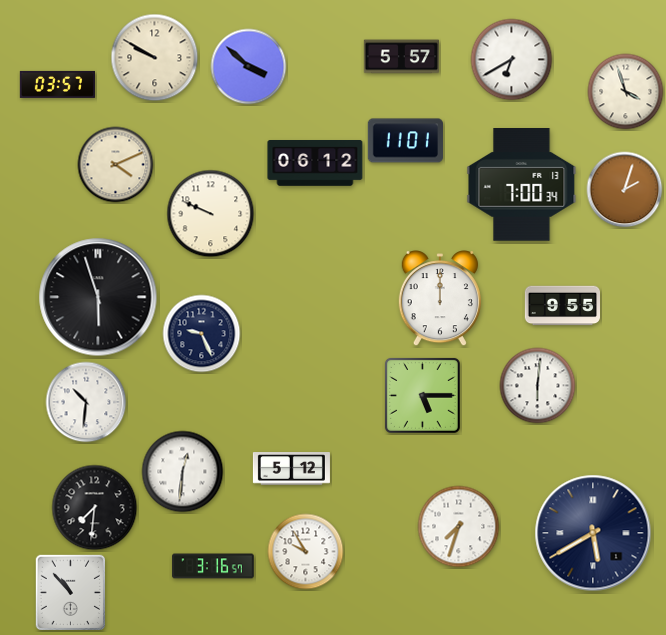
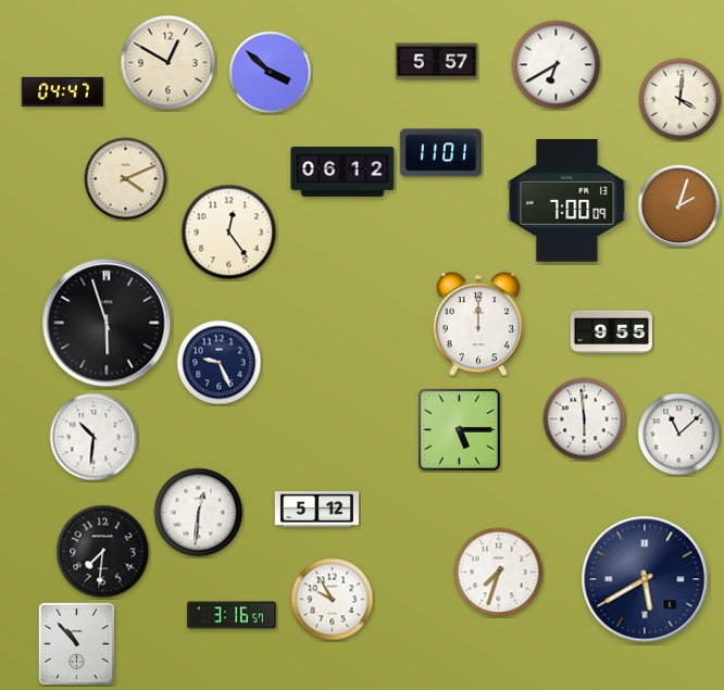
clock at (155, 58): 9:50 -> 12:50
clock at (57, 84): 03:57 -> 04:47
clock at (626, 92): 3:57 -> 4:01
clock at (315, 164) position: (315, 164) -> (342, 173)
clock at (522, 185): 7:00:34 -> 7:00:09
clock at (211, 214): 9:49 -> 12:24
clock at (538, 386): 6:01 -> 5:59
clock at (679, 435): none -> 11:08
